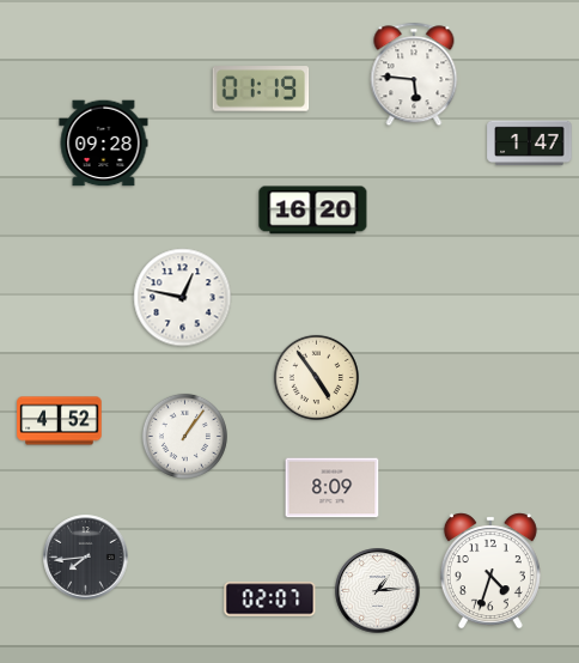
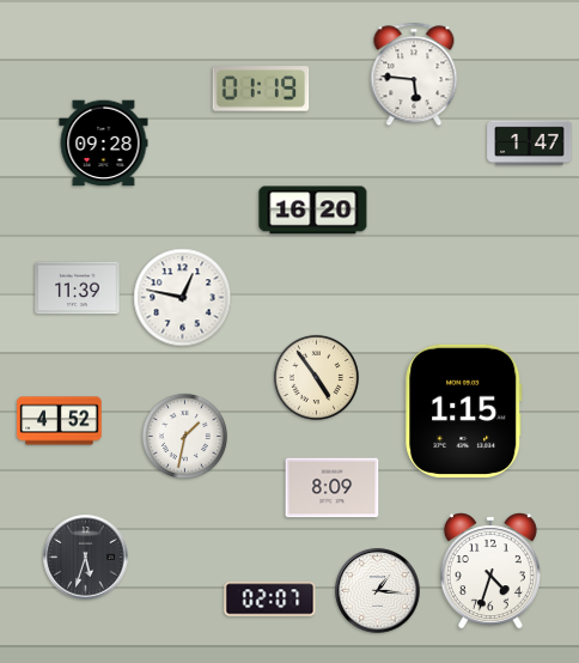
clock at (78, 288): none -> 11:39
clock at (464, 410): none -> 1:15
clock at (184, 436): 1:06 -> 1:32
clock at (86, 558): 7:44 -> 5:33
clock at (378, 591): 1:14 -> 1:16
